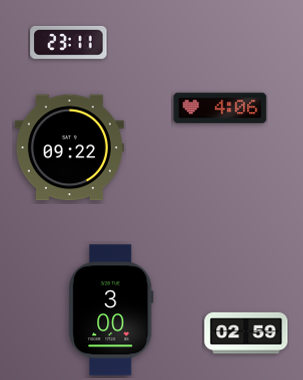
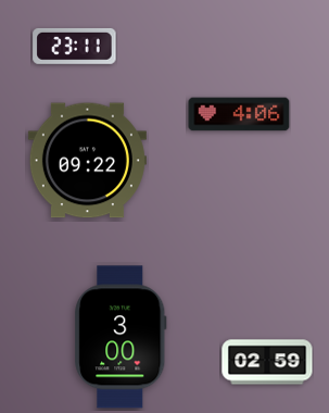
clock at (220, 108) position: (220, 108) -> (239, 114)
clock at (69, 148) position: (69, 148) -> (87, 161)
